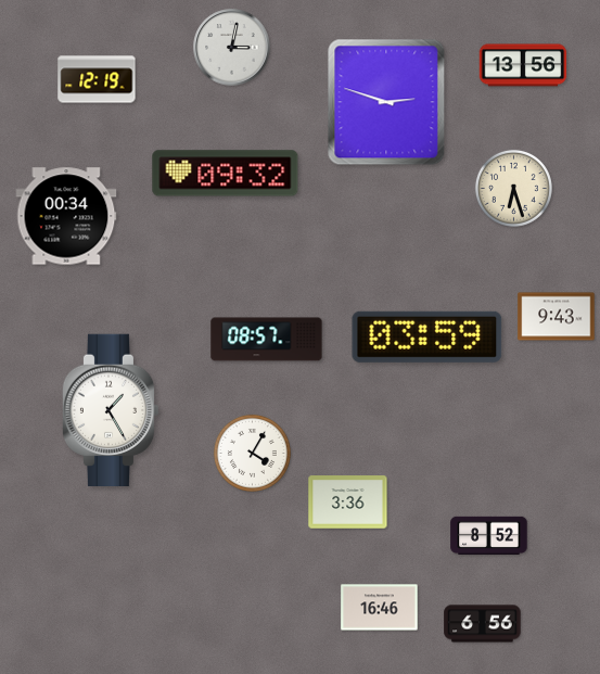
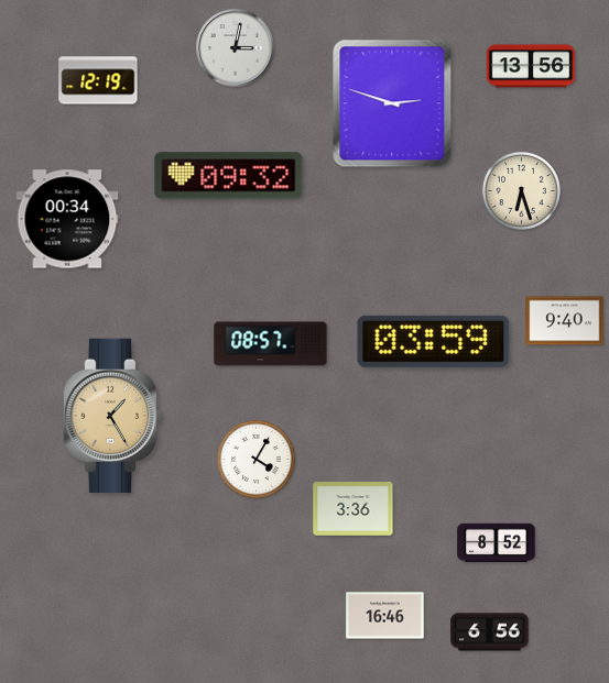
clock at (557, 317): 9:43 -> 9:40
clock at (111, 409) dial: white -> champagne
